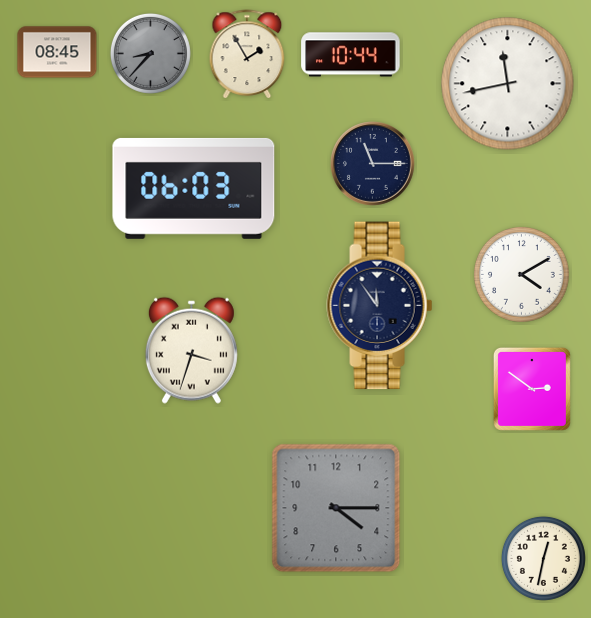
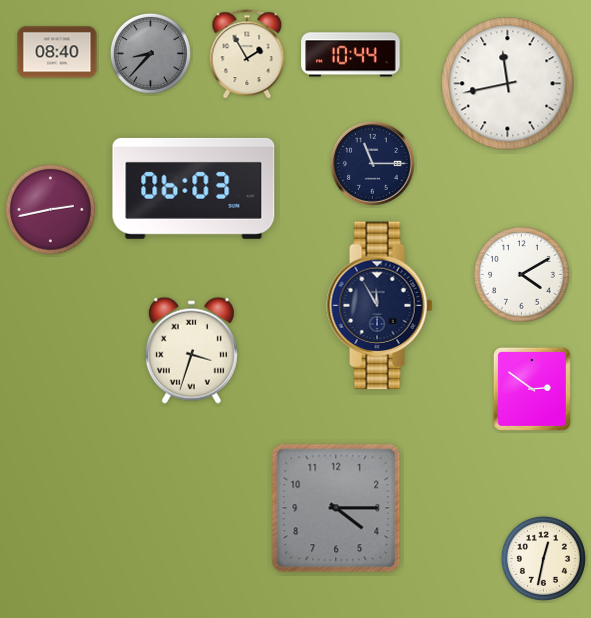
clock at (57, 52): 08:45 -> 08:40
clock at (50, 209): none -> 2:43
clock at (380, 306): 11:54 -> 11:55
